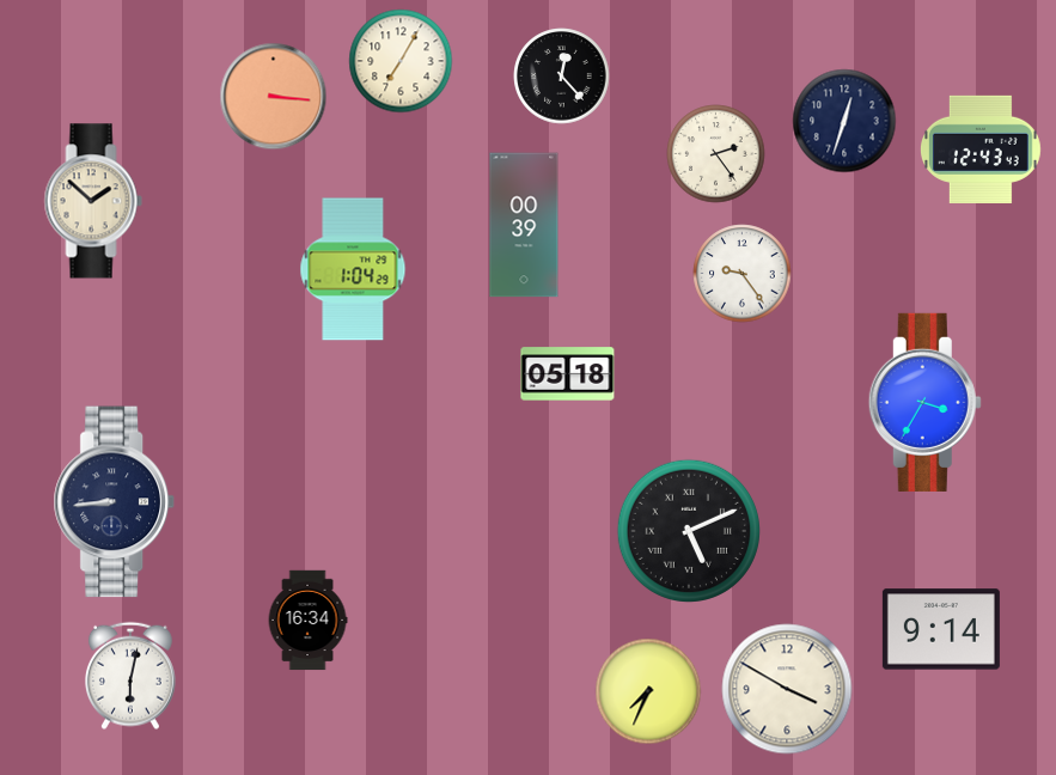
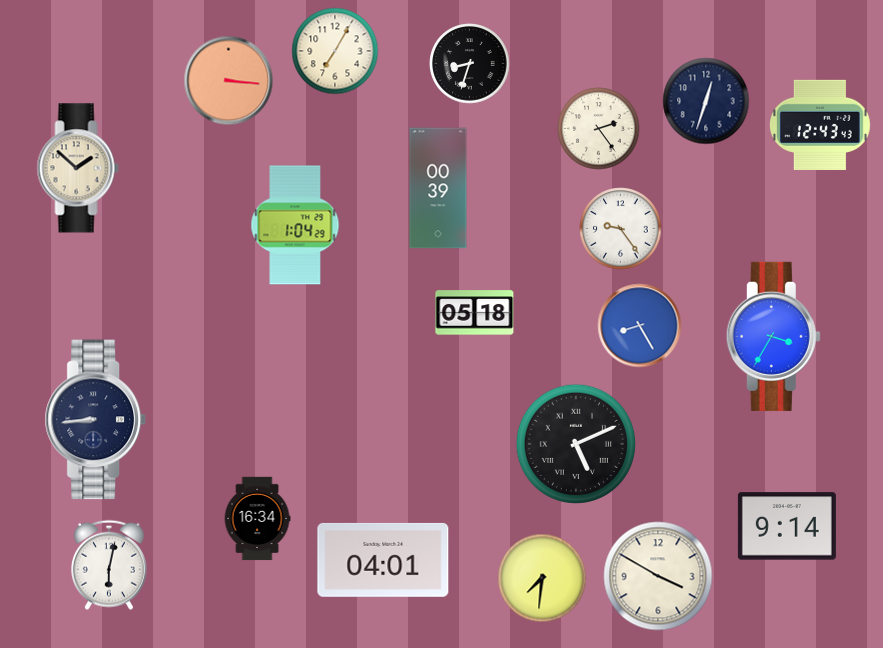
clock at (562, 77): 12:23 -> 8:33
clock at (640, 326): none -> 8:25
clock at (383, 560): none -> 04:01
clock at (648, 691): 7:34 -> 7:31
